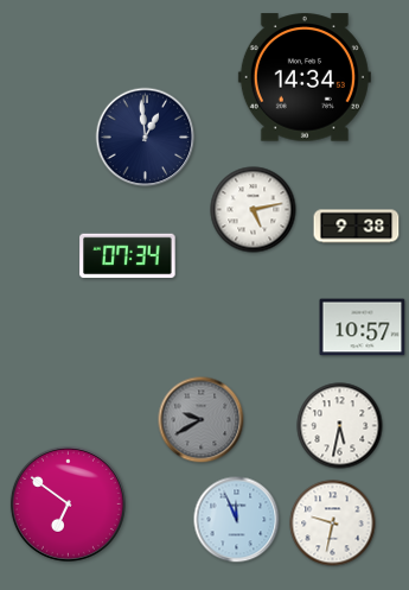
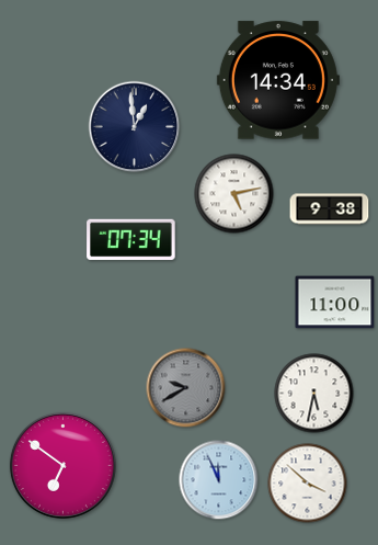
clock at (305, 77) position: (305, 77) -> (278, 80)
clock at (128, 256) position: (128, 256) -> (131, 240)
clock at (363, 328): 10:57 -> 11:00
clock at (333, 524): 9:32 -> 3:52
